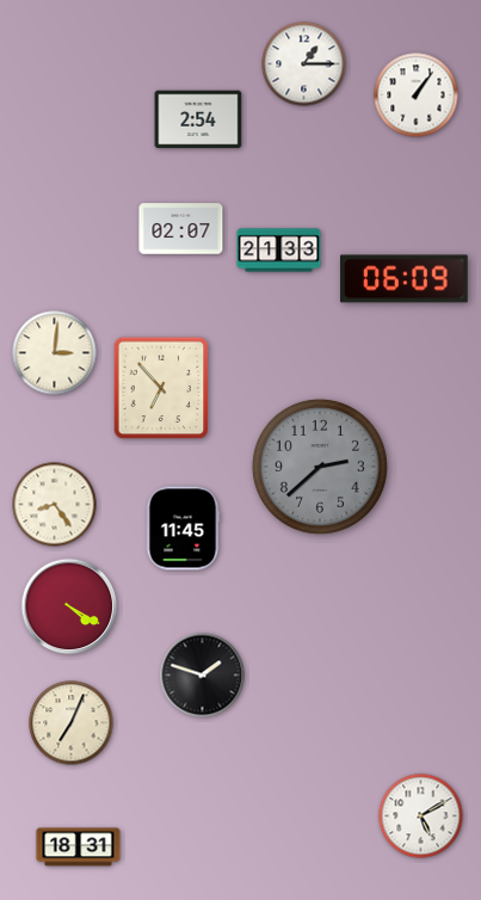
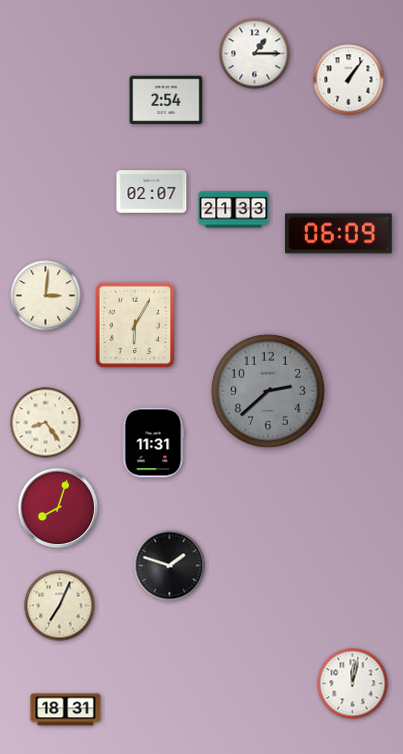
clock at (161, 388): 6:53 -> 6:05
clock at (183, 529): 11:45 -> 11:31
clock at (69, 606): 4:20 -> 8:03
clock at (421, 816): 5:10 -> 12:02
